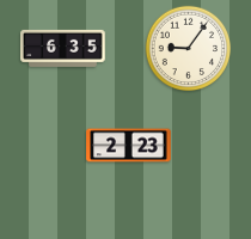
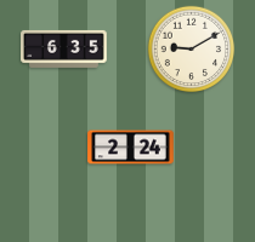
clock at (189, 49): 9:06 -> 9:10
clock at (129, 146): 2:23 -> 2:24
